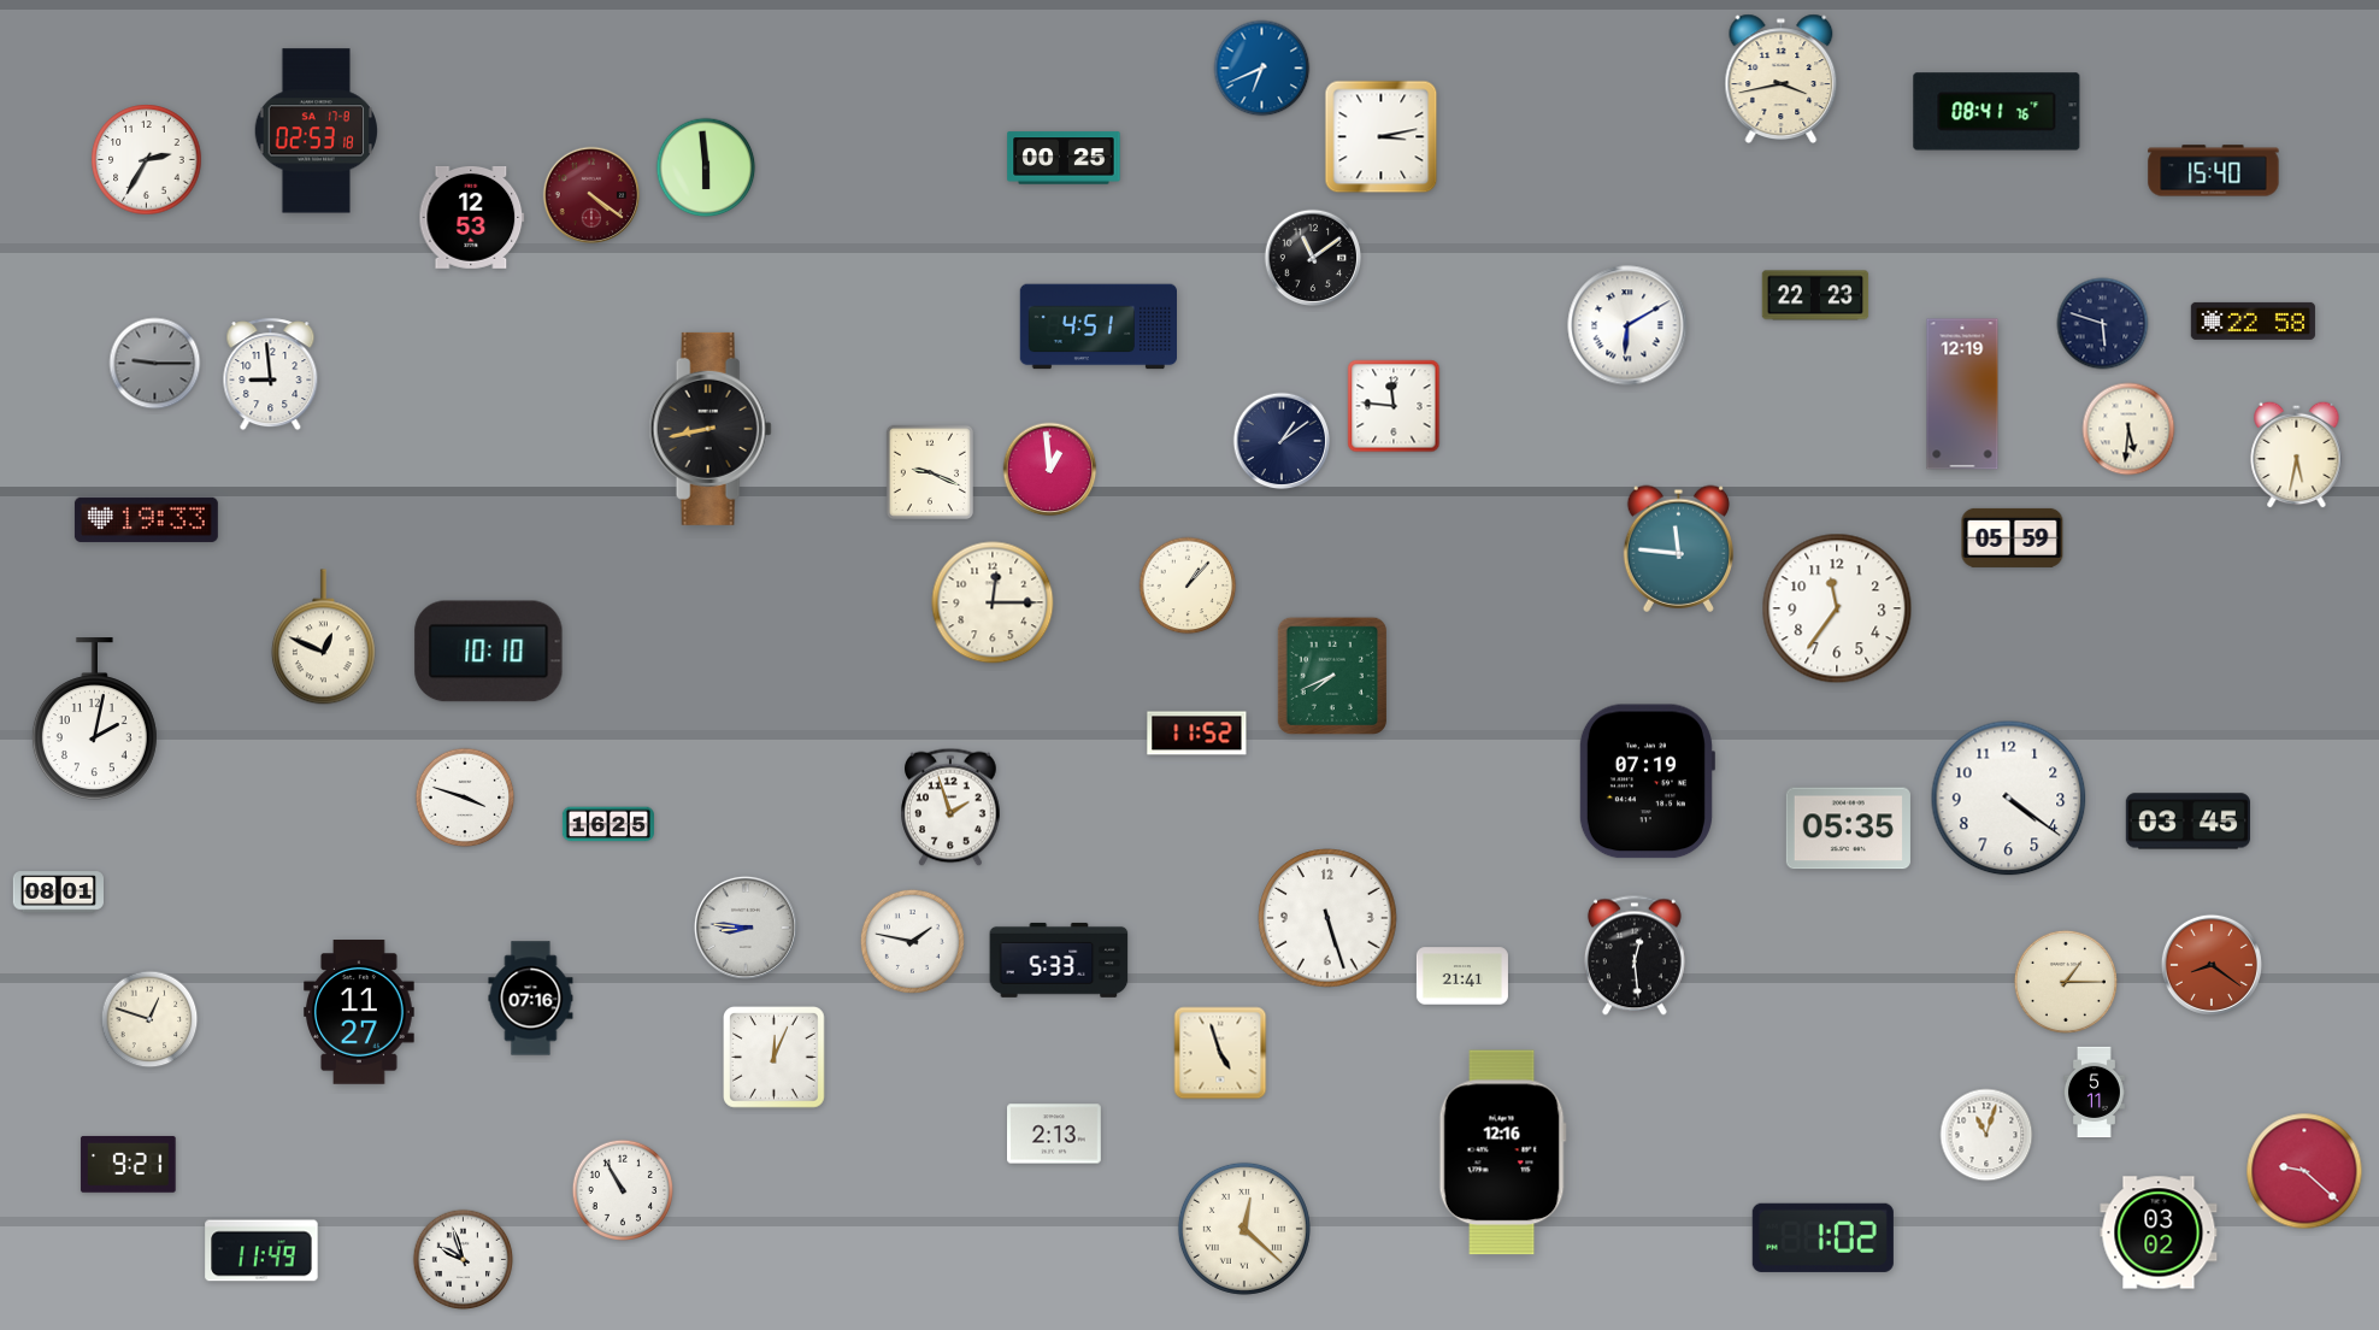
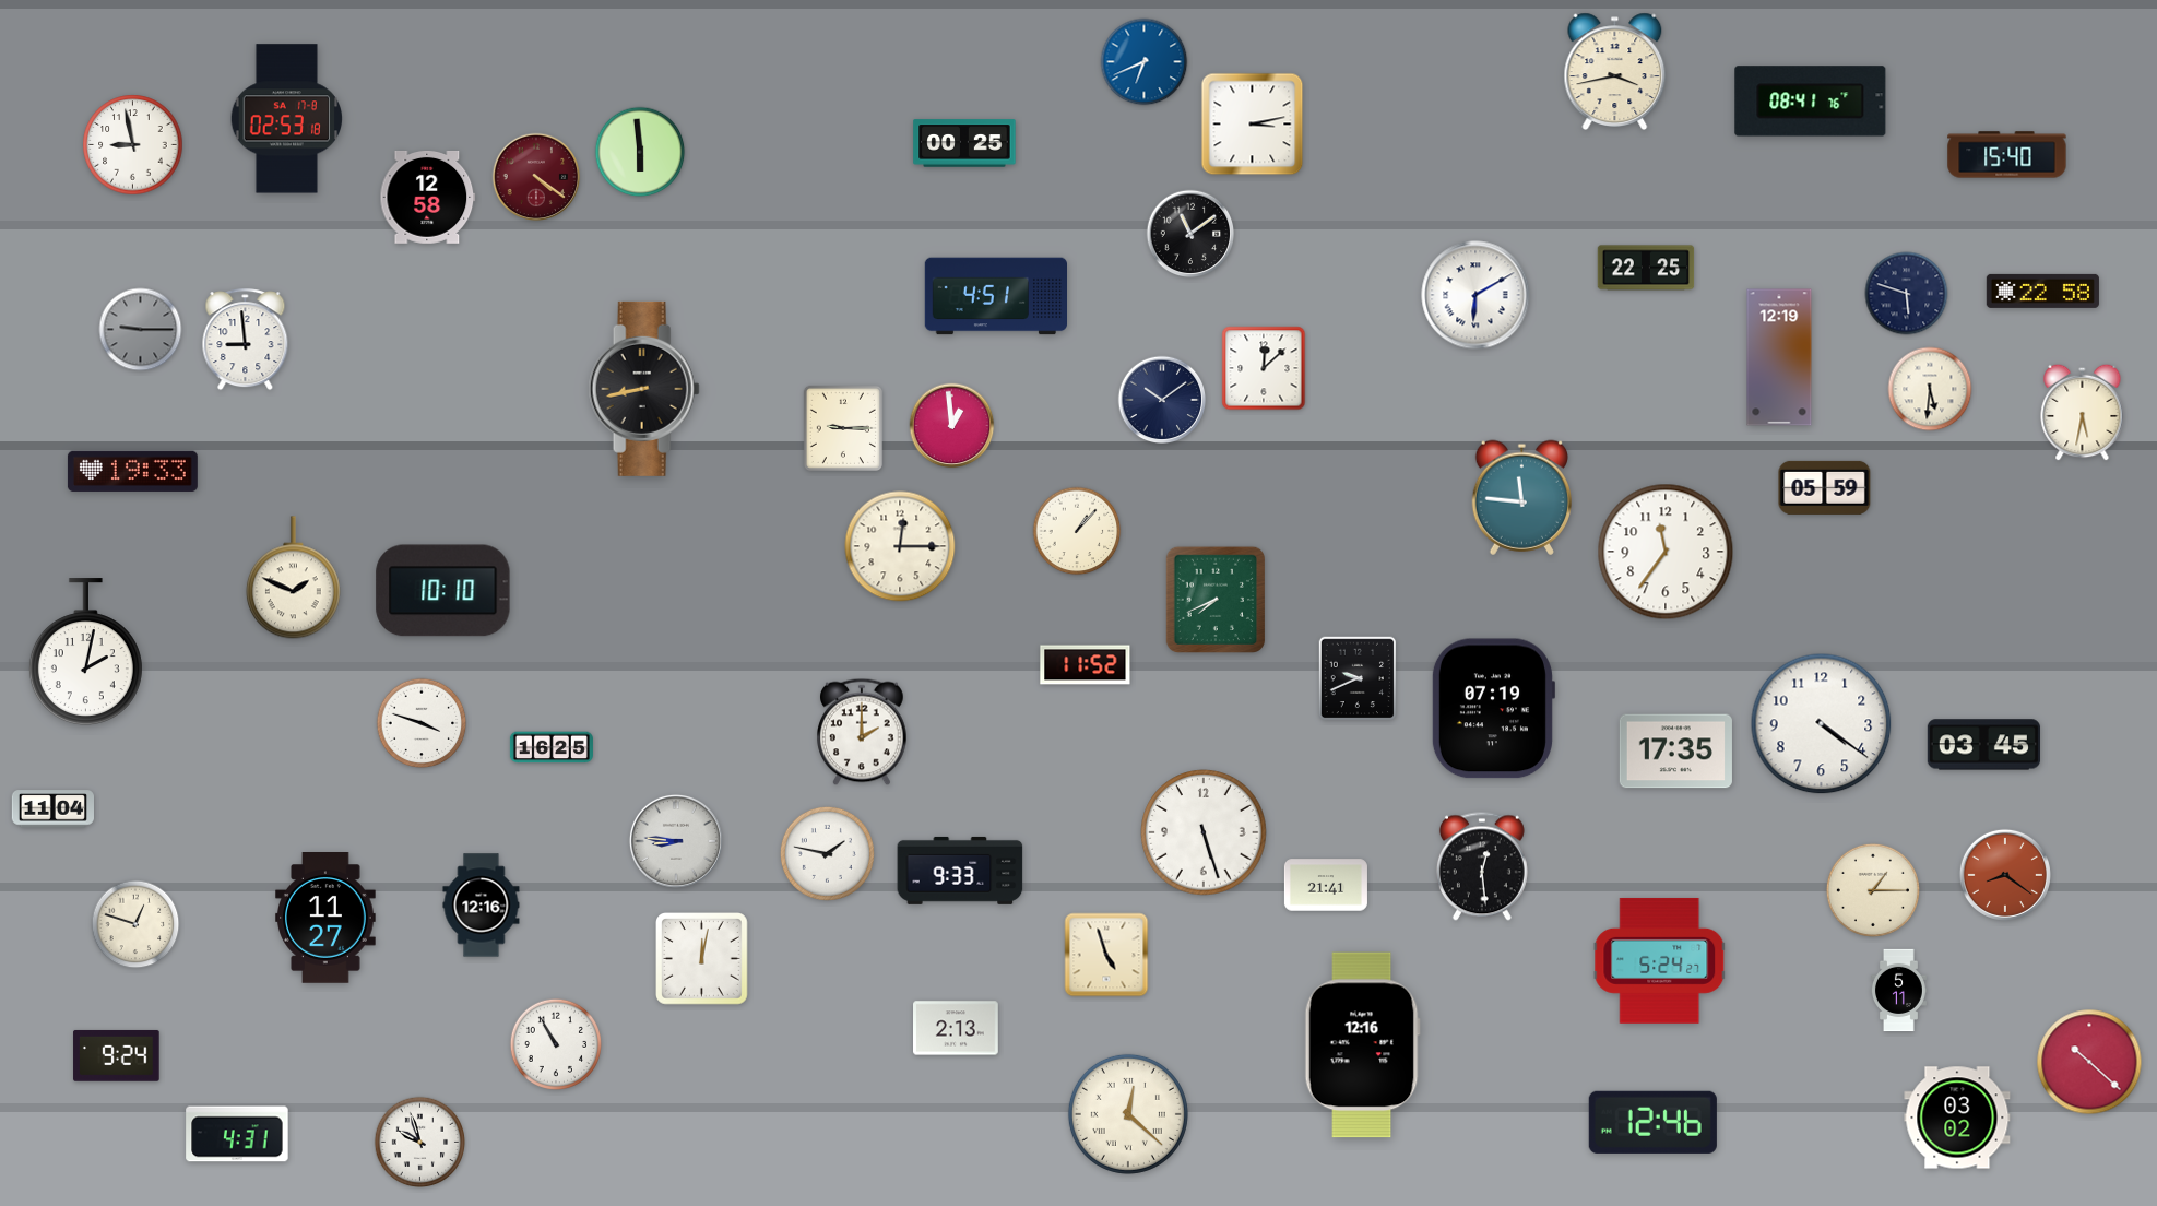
clock at (147, 160): 2:35 -> 8:58
clock at (472, 217): 12:53 -> 12:58
clock at (1815, 295): 22:23 -> 22:25
clock at (1394, 406): 11:46 -> 12:08
clock at (1282, 441): 1:09 -> 10:09
clock at (930, 471): 9:19 -> 9:15
clock at (323, 637): 12:49 -> 1:49
clock at (1331, 675) position: (1331, 675) -> (1214, 599)
clock at (1358, 678): none -> 9:41
clock at (950, 807): 1:57 -> 2:00
clock at (1848, 829): 05:35 -> 17:35
clock at (58, 893): 08:01 -> 11:04
clock at (1059, 960): 5:33 -> 9:33
clock at (531, 999): 07:16 -> 12:16
clock at (775, 1058): 12:04 -> 12:02
clock at (1660, 960): none -> 5:24
clock at (1986, 1135): 11:03 -> none
clock at (129, 1164): 9:21 -> 9:24
clock at (2304, 1171): 9:22 -> 10:22
clock at (622, 1189) position: (622, 1189) -> (555, 1043)
clock at (1822, 1237): 1:02 -> 12:46
clock at (261, 1250): 11:49 -> 4:31
